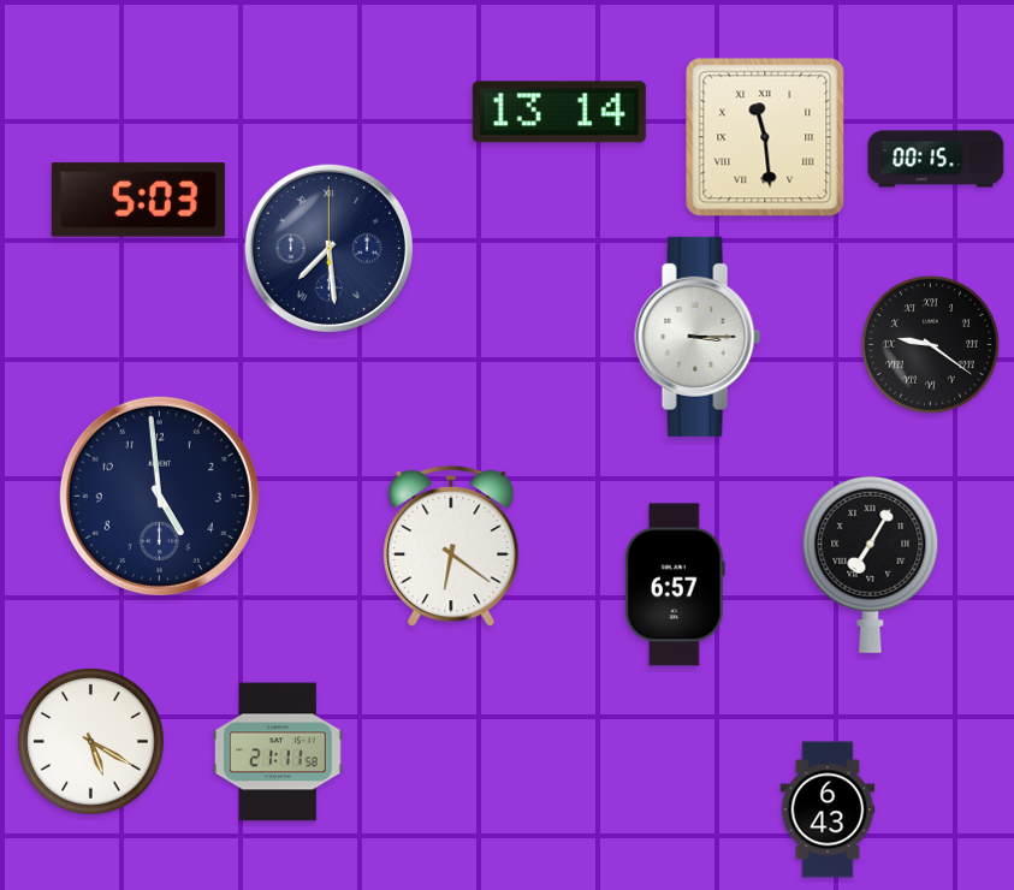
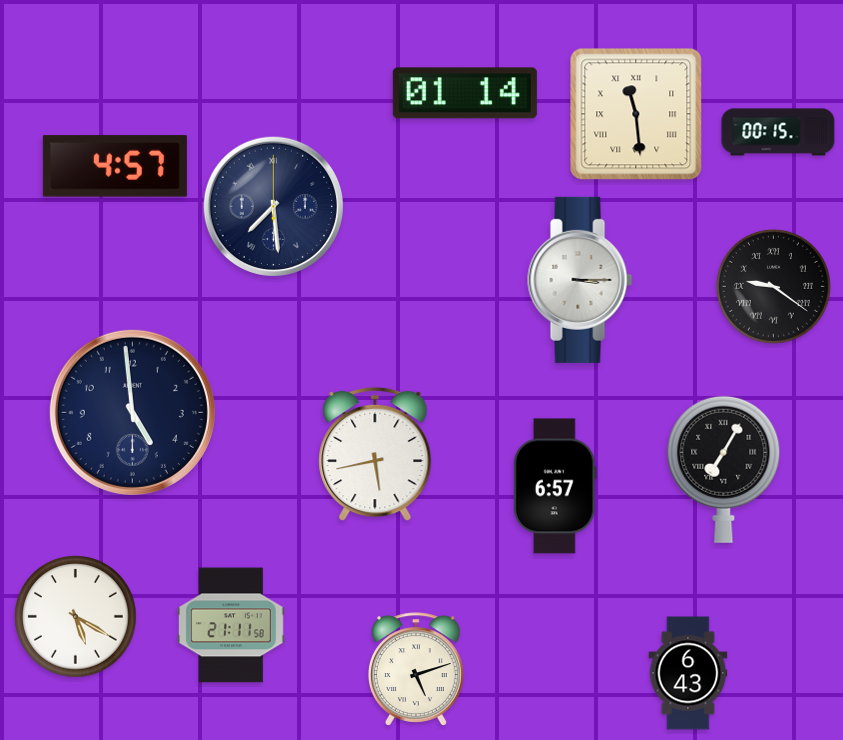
clock at (559, 112): 13:14 -> 01:14
clock at (138, 200): 5:03 -> 4:57
clock at (451, 546): 6:21 -> 5:43
clock at (675, 585) position: (675, 585) -> (555, 486)
clock at (416, 669): none -> 5:12
